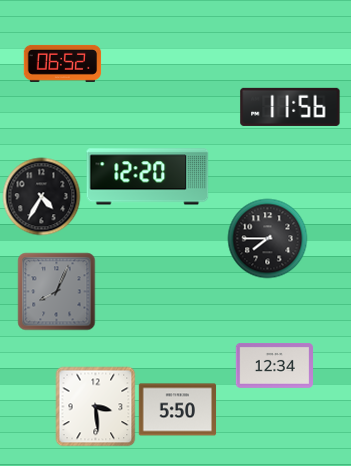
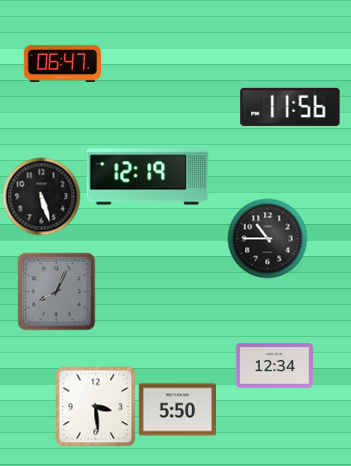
clock at (62, 63): 06:52 -> 06:47
clock at (148, 177): 12:20 -> 12:19
clock at (41, 196): 4:35 -> 5:27
clock at (267, 238): 7:45 -> 10:45
